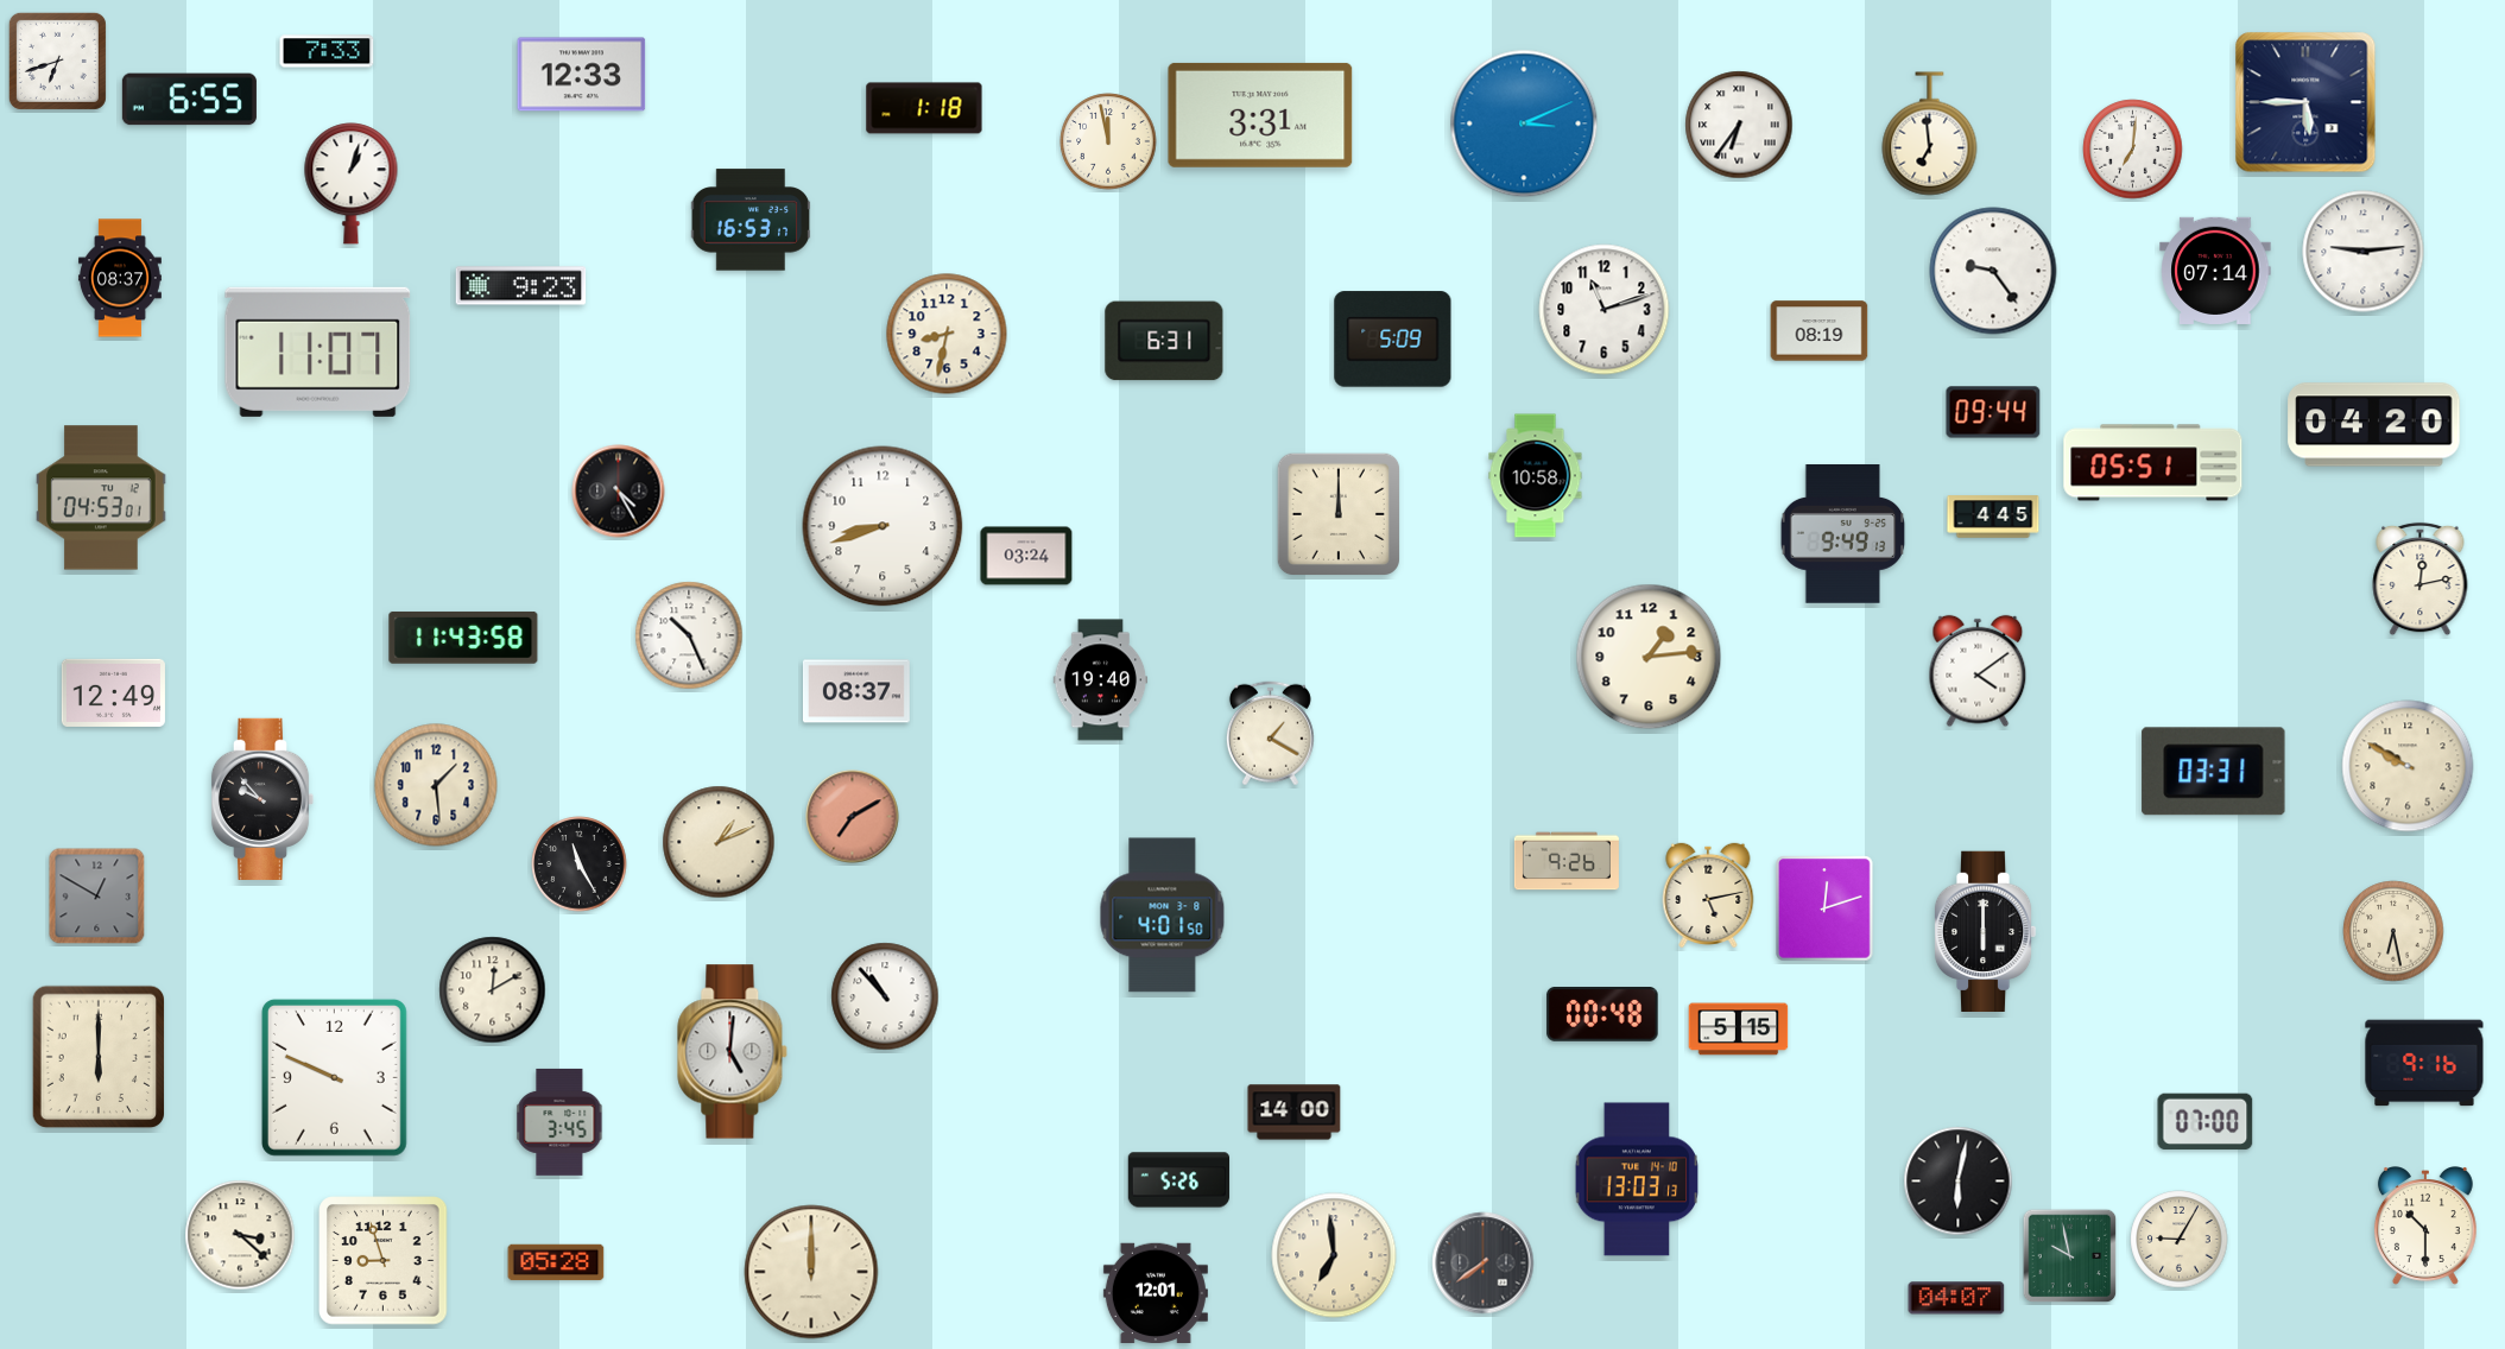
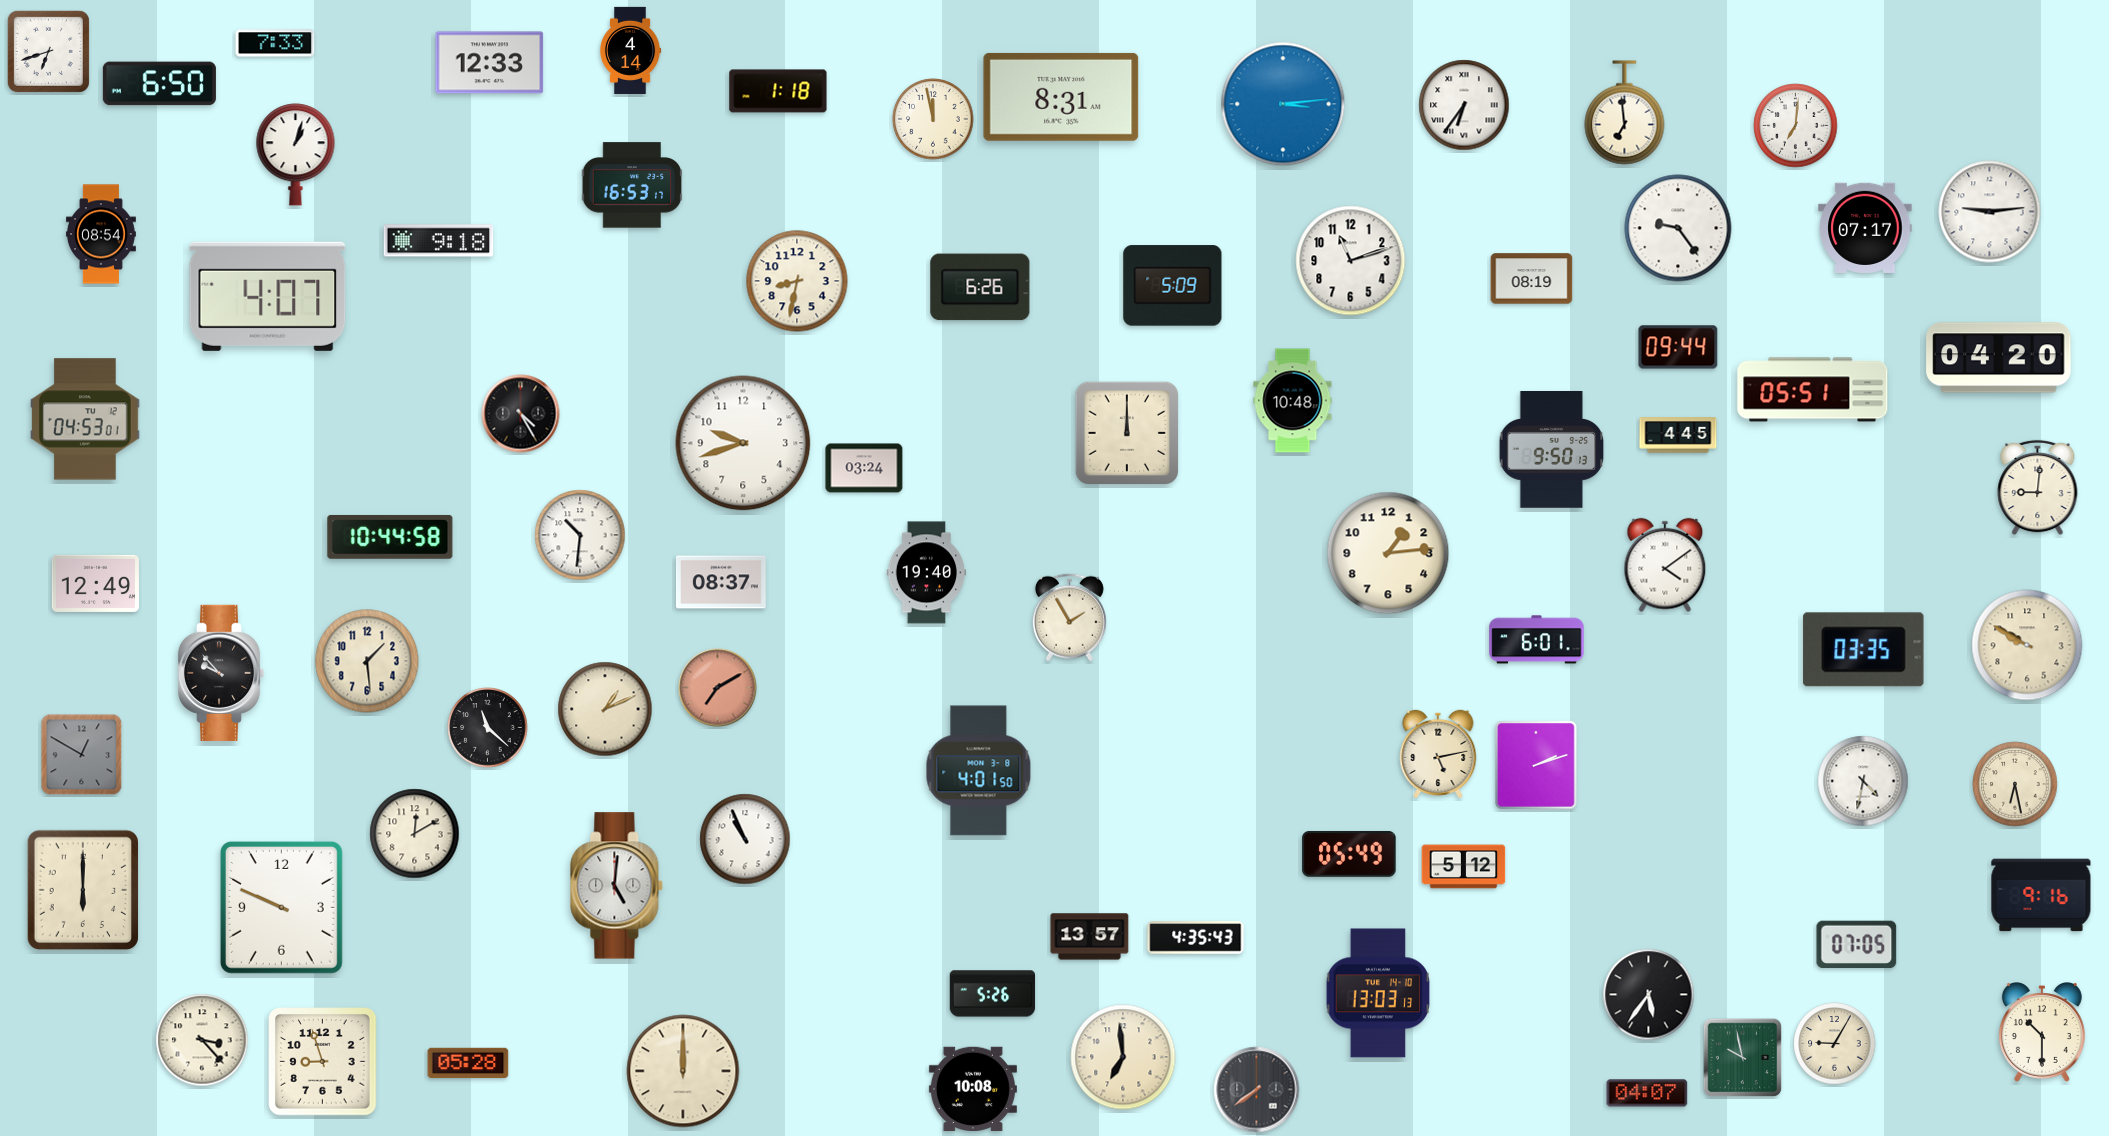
clock at (630, 50): none -> 4:14
clock at (189, 100): 6:55 -> 6:50
clock at (2305, 102): 5:45 -> none
clock at (1260, 115): 3:31 -> 8:31
clock at (1524, 123): 3:11 -> 3:14
clock at (2215, 270): 07:14 -> 07:17
clock at (120, 278): 08:37 -> 08:54
clock at (521, 286): 9:23 -> 9:18
clock at (1164, 341): 6:31 -> 6:26
clock at (318, 351): 11:07 -> 4:07
clock at (1536, 476): 10:58 -> 10:48
clock at (883, 526): 8:42 -> 9:42
clock at (1843, 534): 9:49 -> 9:50
clock at (2421, 579): 12:13 -> 9:01
clock at (689, 635): 10:26 -> 10:31
clock at (463, 638): 11:43 -> 10:44
clock at (1270, 734): 1:20 -> 1:55
clock at (1537, 640): none -> 6:01
clock at (2214, 772): 03:31 -> 03:35
clock at (1567, 861): 9:26 -> none
clock at (580, 864): 11:25 -> 11:22
clock at (1824, 908): 12:12 -> 2:12
clock at (1863, 781): none -> 4:32
clock at (1985, 931): 6:00 -> none
clock at (885, 996): 10:53 -> 10:56
clock at (1602, 1015): 00:48 -> 05:49
clock at (1739, 1030): 5:15 -> 5:12
clock at (1295, 1113): 14:00 -> 13:57
clock at (1196, 938): none -> 4:35
clock at (2206, 1121): 07:00 -> 07:05
clock at (559, 1122): 3:45 -> none
clock at (1959, 1182): 6:02 -> 5:36
clock at (240, 1235): 3:22 -> 3:23
clock at (1484, 1263) position: (1484, 1263) -> (1257, 1090)
clock at (1156, 1292): 12:01 -> 10:08
